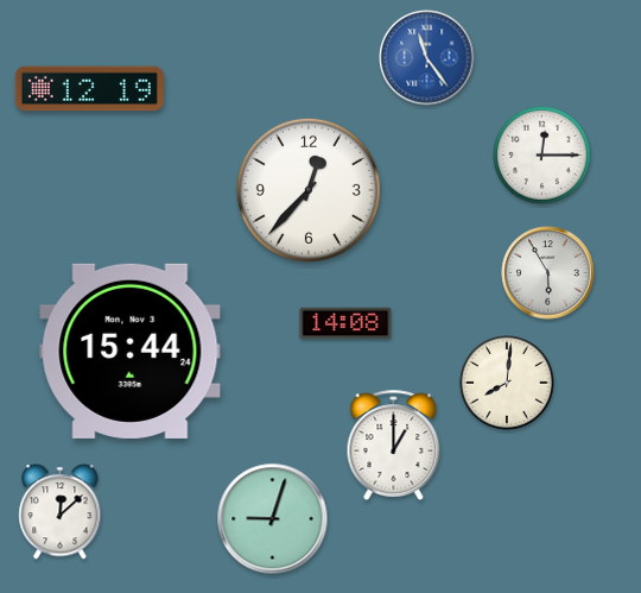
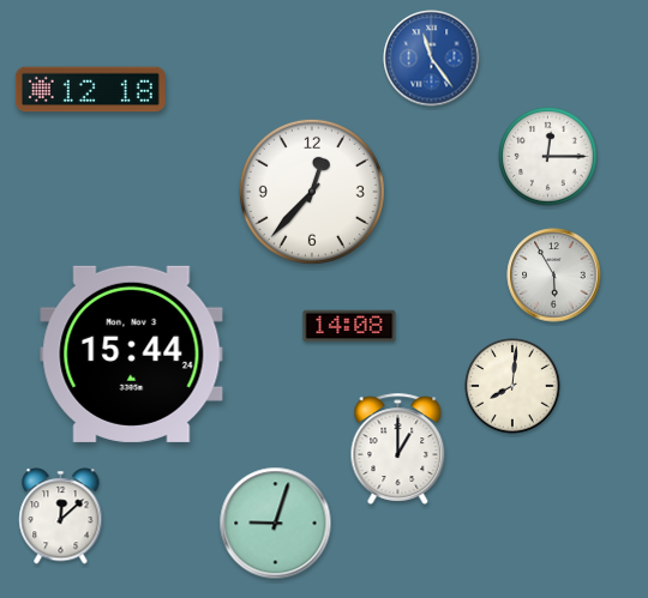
clock at (89, 89): 12:19 -> 12:18
